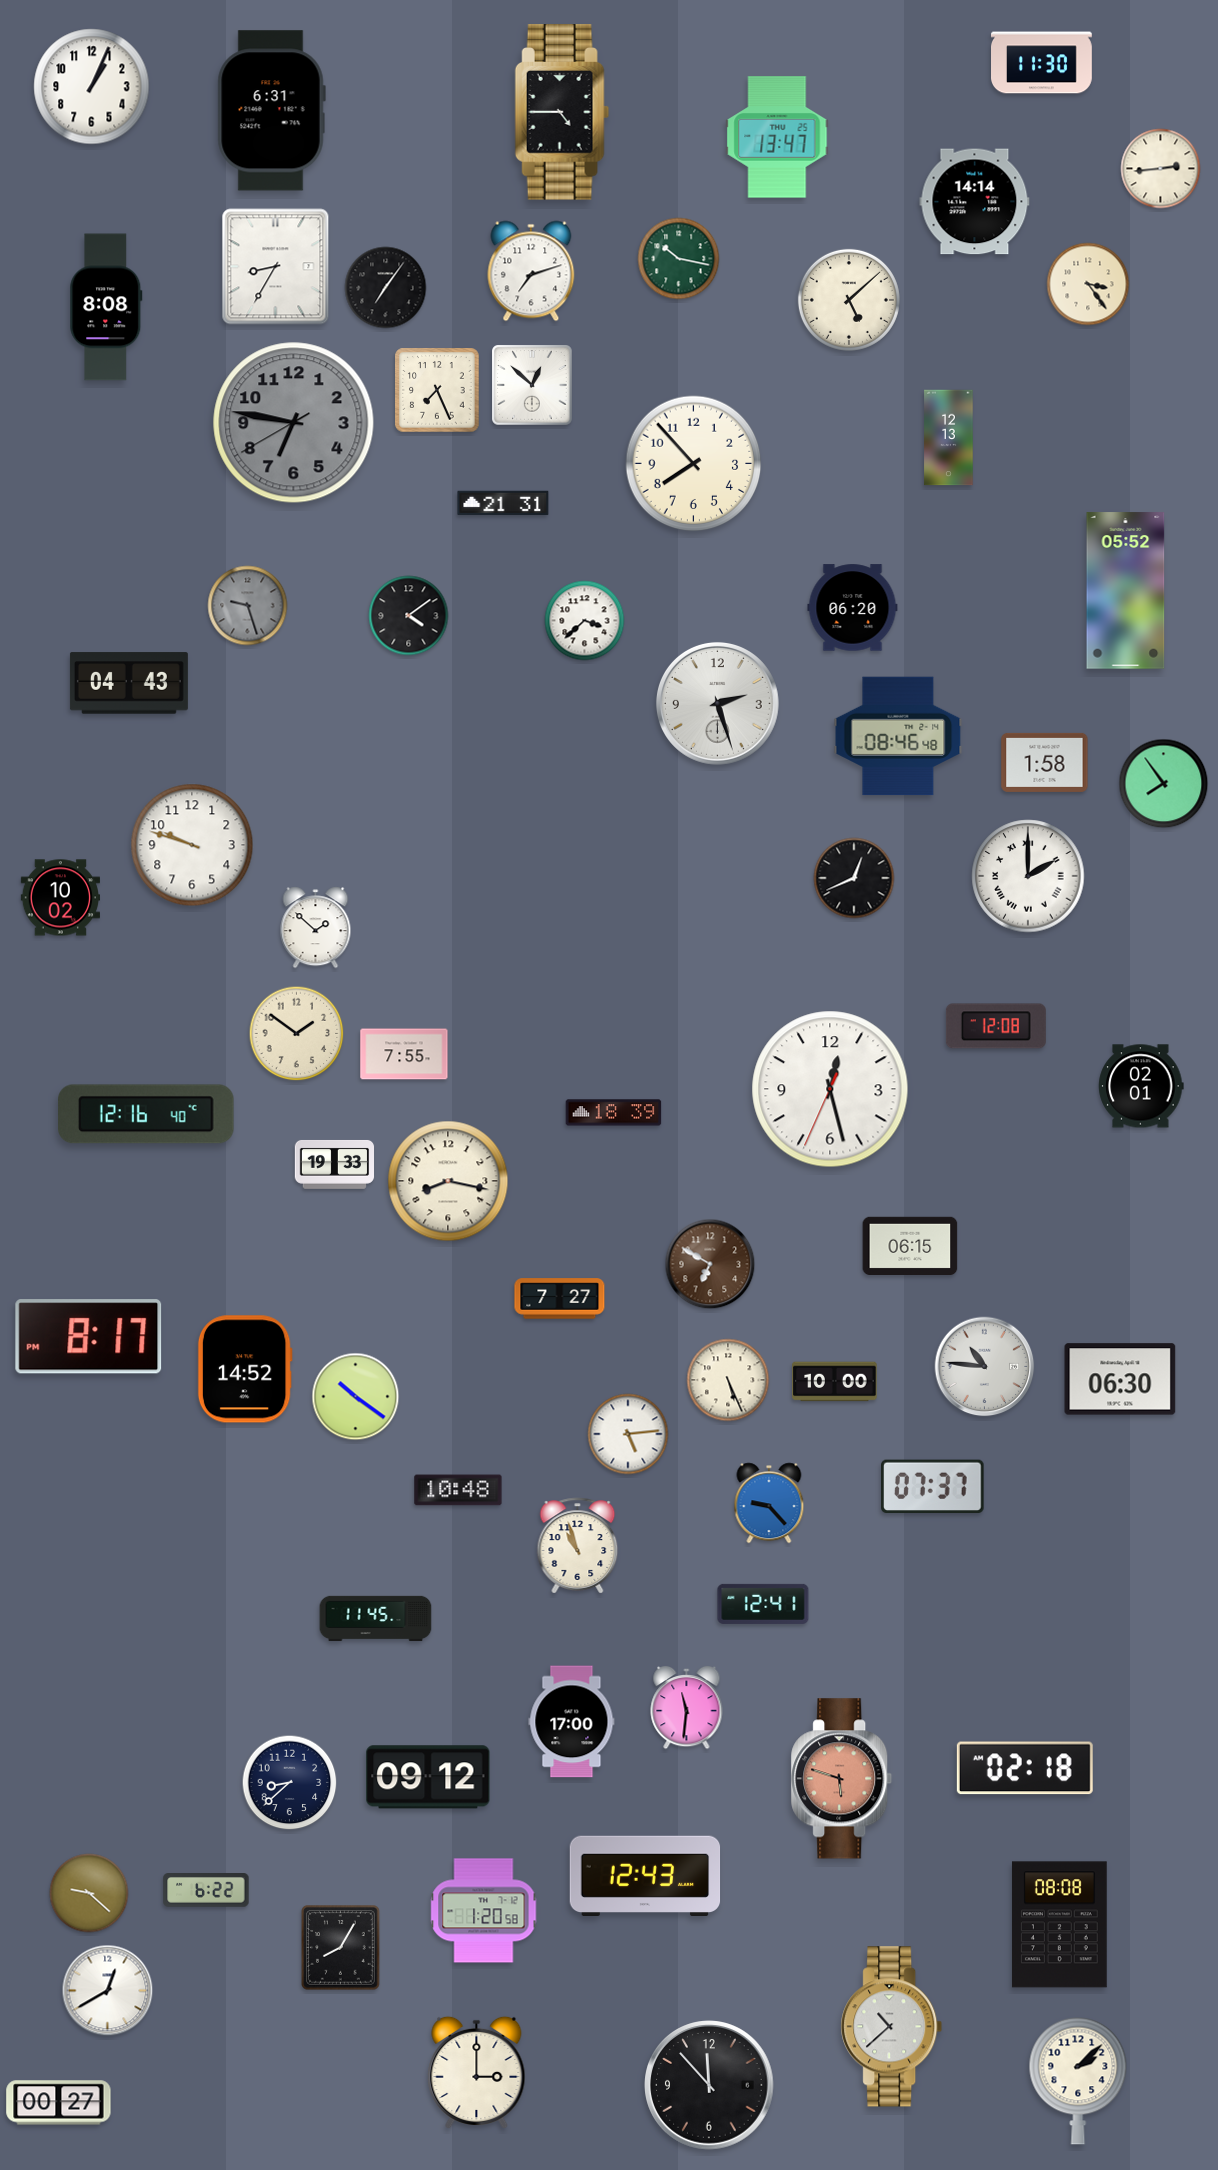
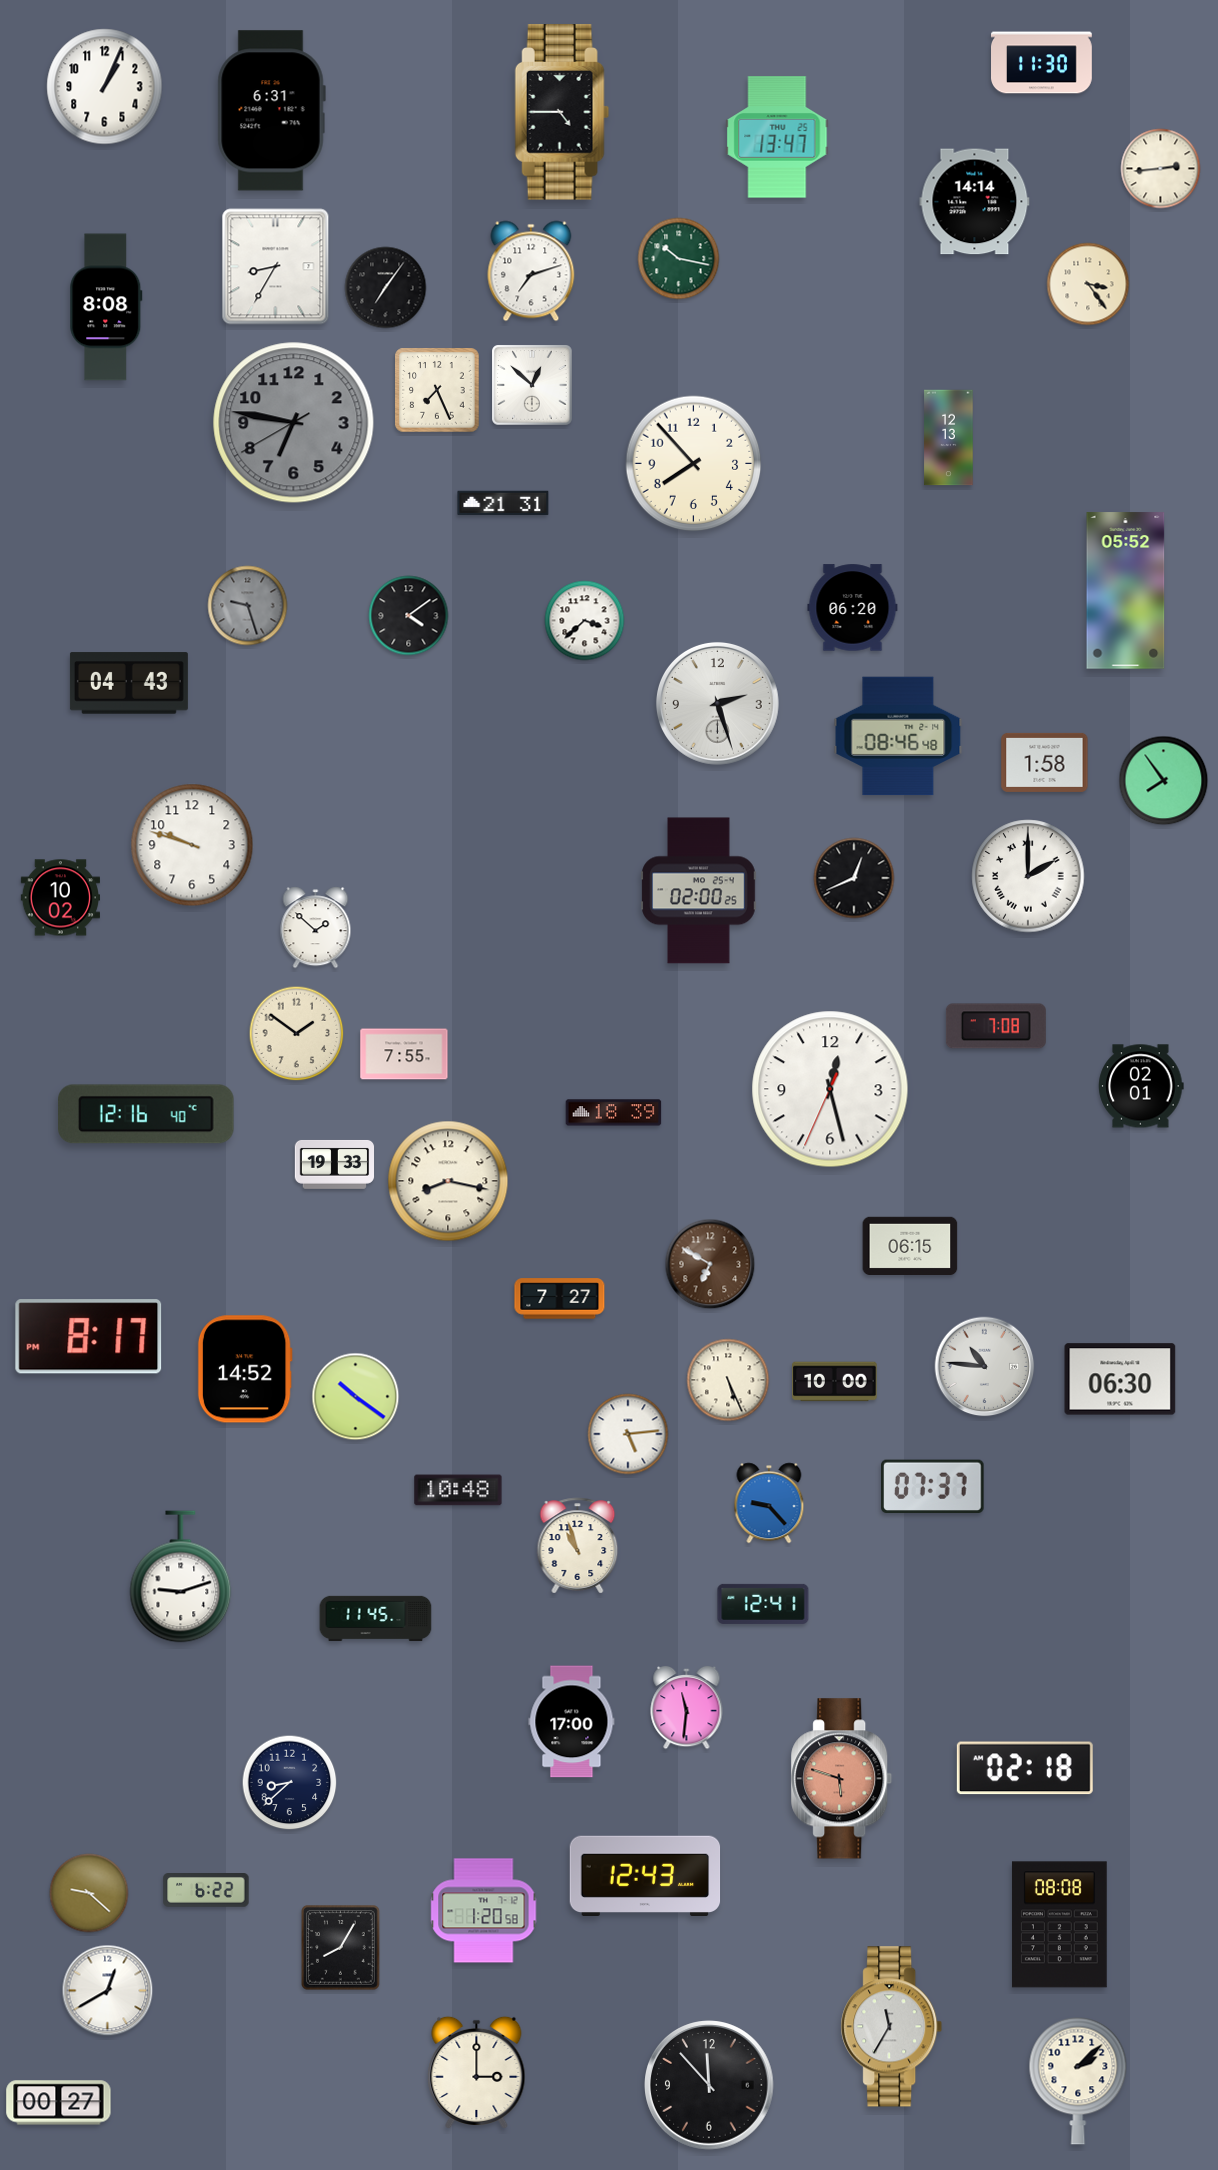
clock at (92, 87) position: (92, 87) -> (105, 87)
clock at (849, 300): 5:08 -> none
clock at (1164, 784) position: (1164, 784) -> (1164, 781)
clock at (699, 891): none -> 02:00
clock at (996, 1026): 12:08 -> 7:08
clock at (181, 1577): none -> 9:12
clock at (428, 1777): 09:12 -> none
clock at (892, 2027): 10:38 -> 11:35
